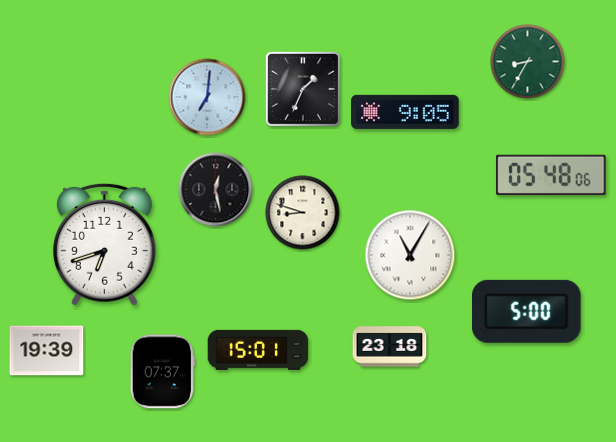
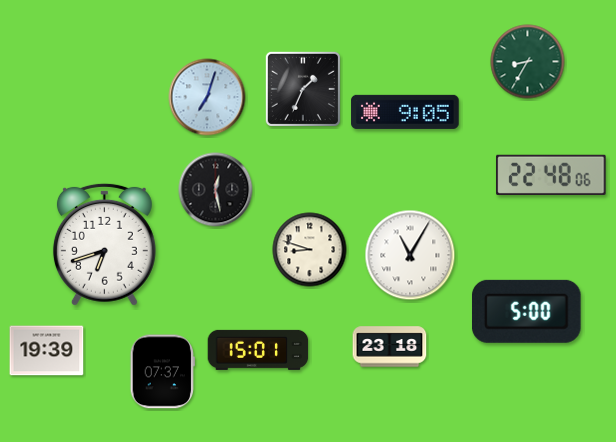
clock at (207, 97): 7:01 -> 7:03
clock at (551, 175): 05:48 -> 22:48
clock at (303, 213) position: (303, 213) -> (310, 250)
